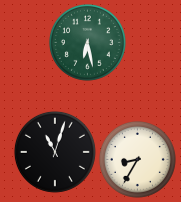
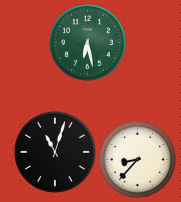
clock at (137, 159): 8:35 -> 8:37
